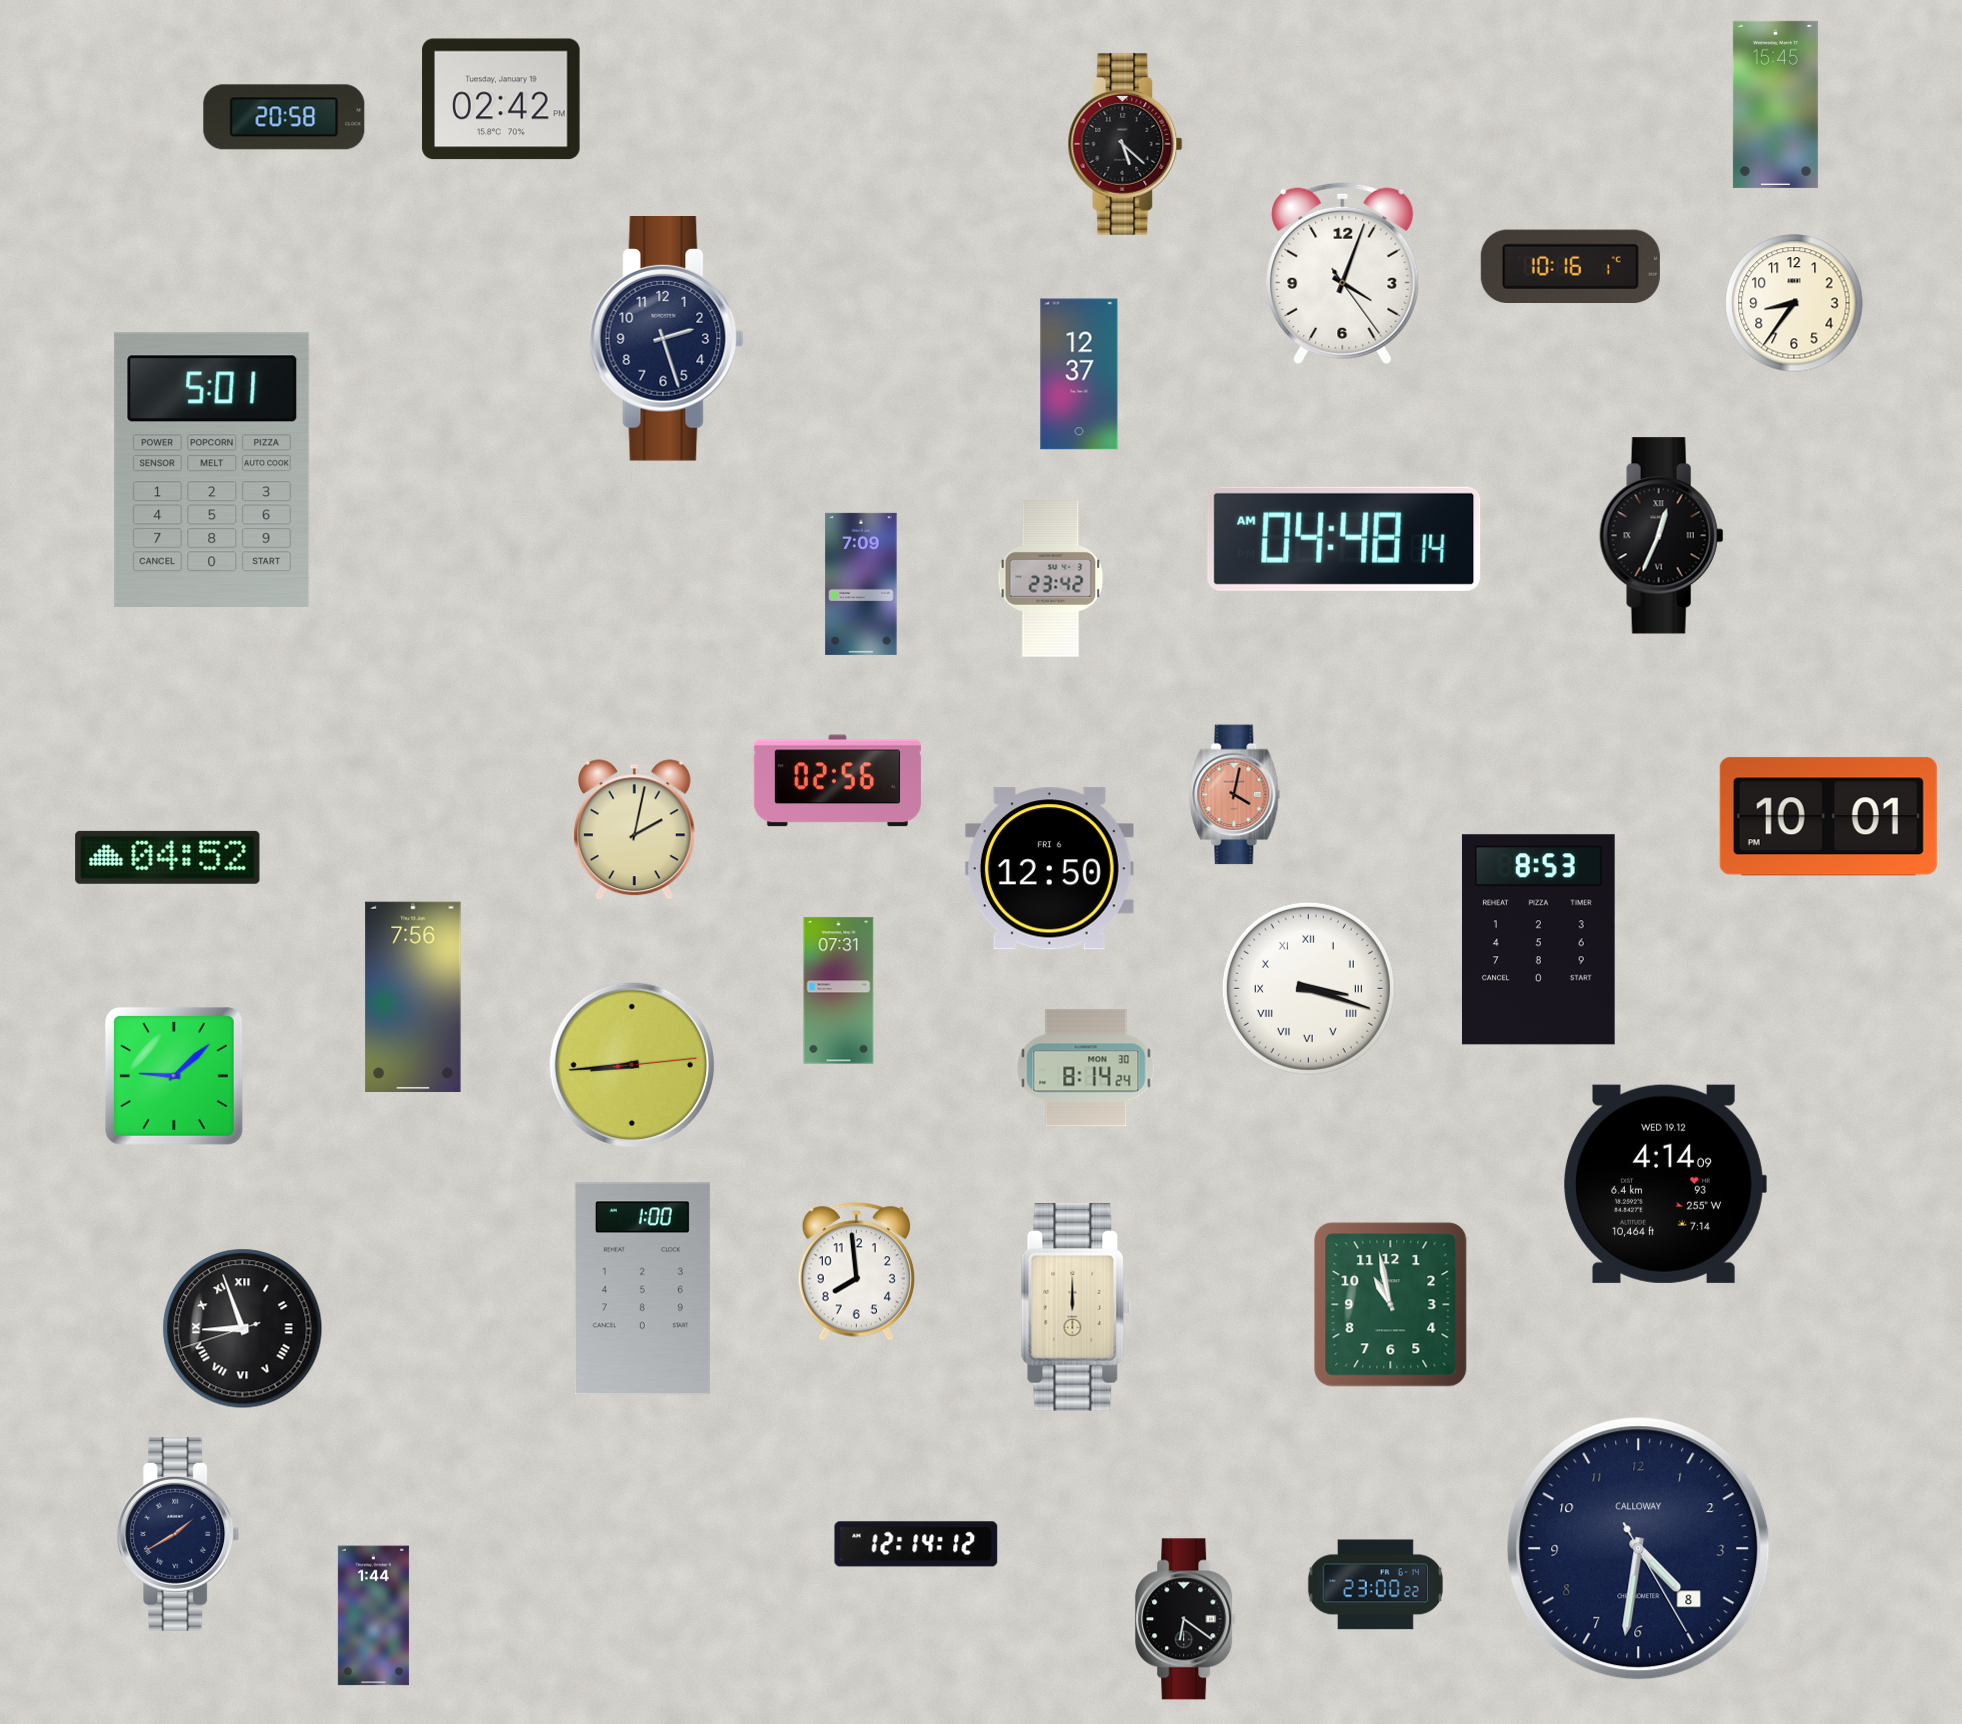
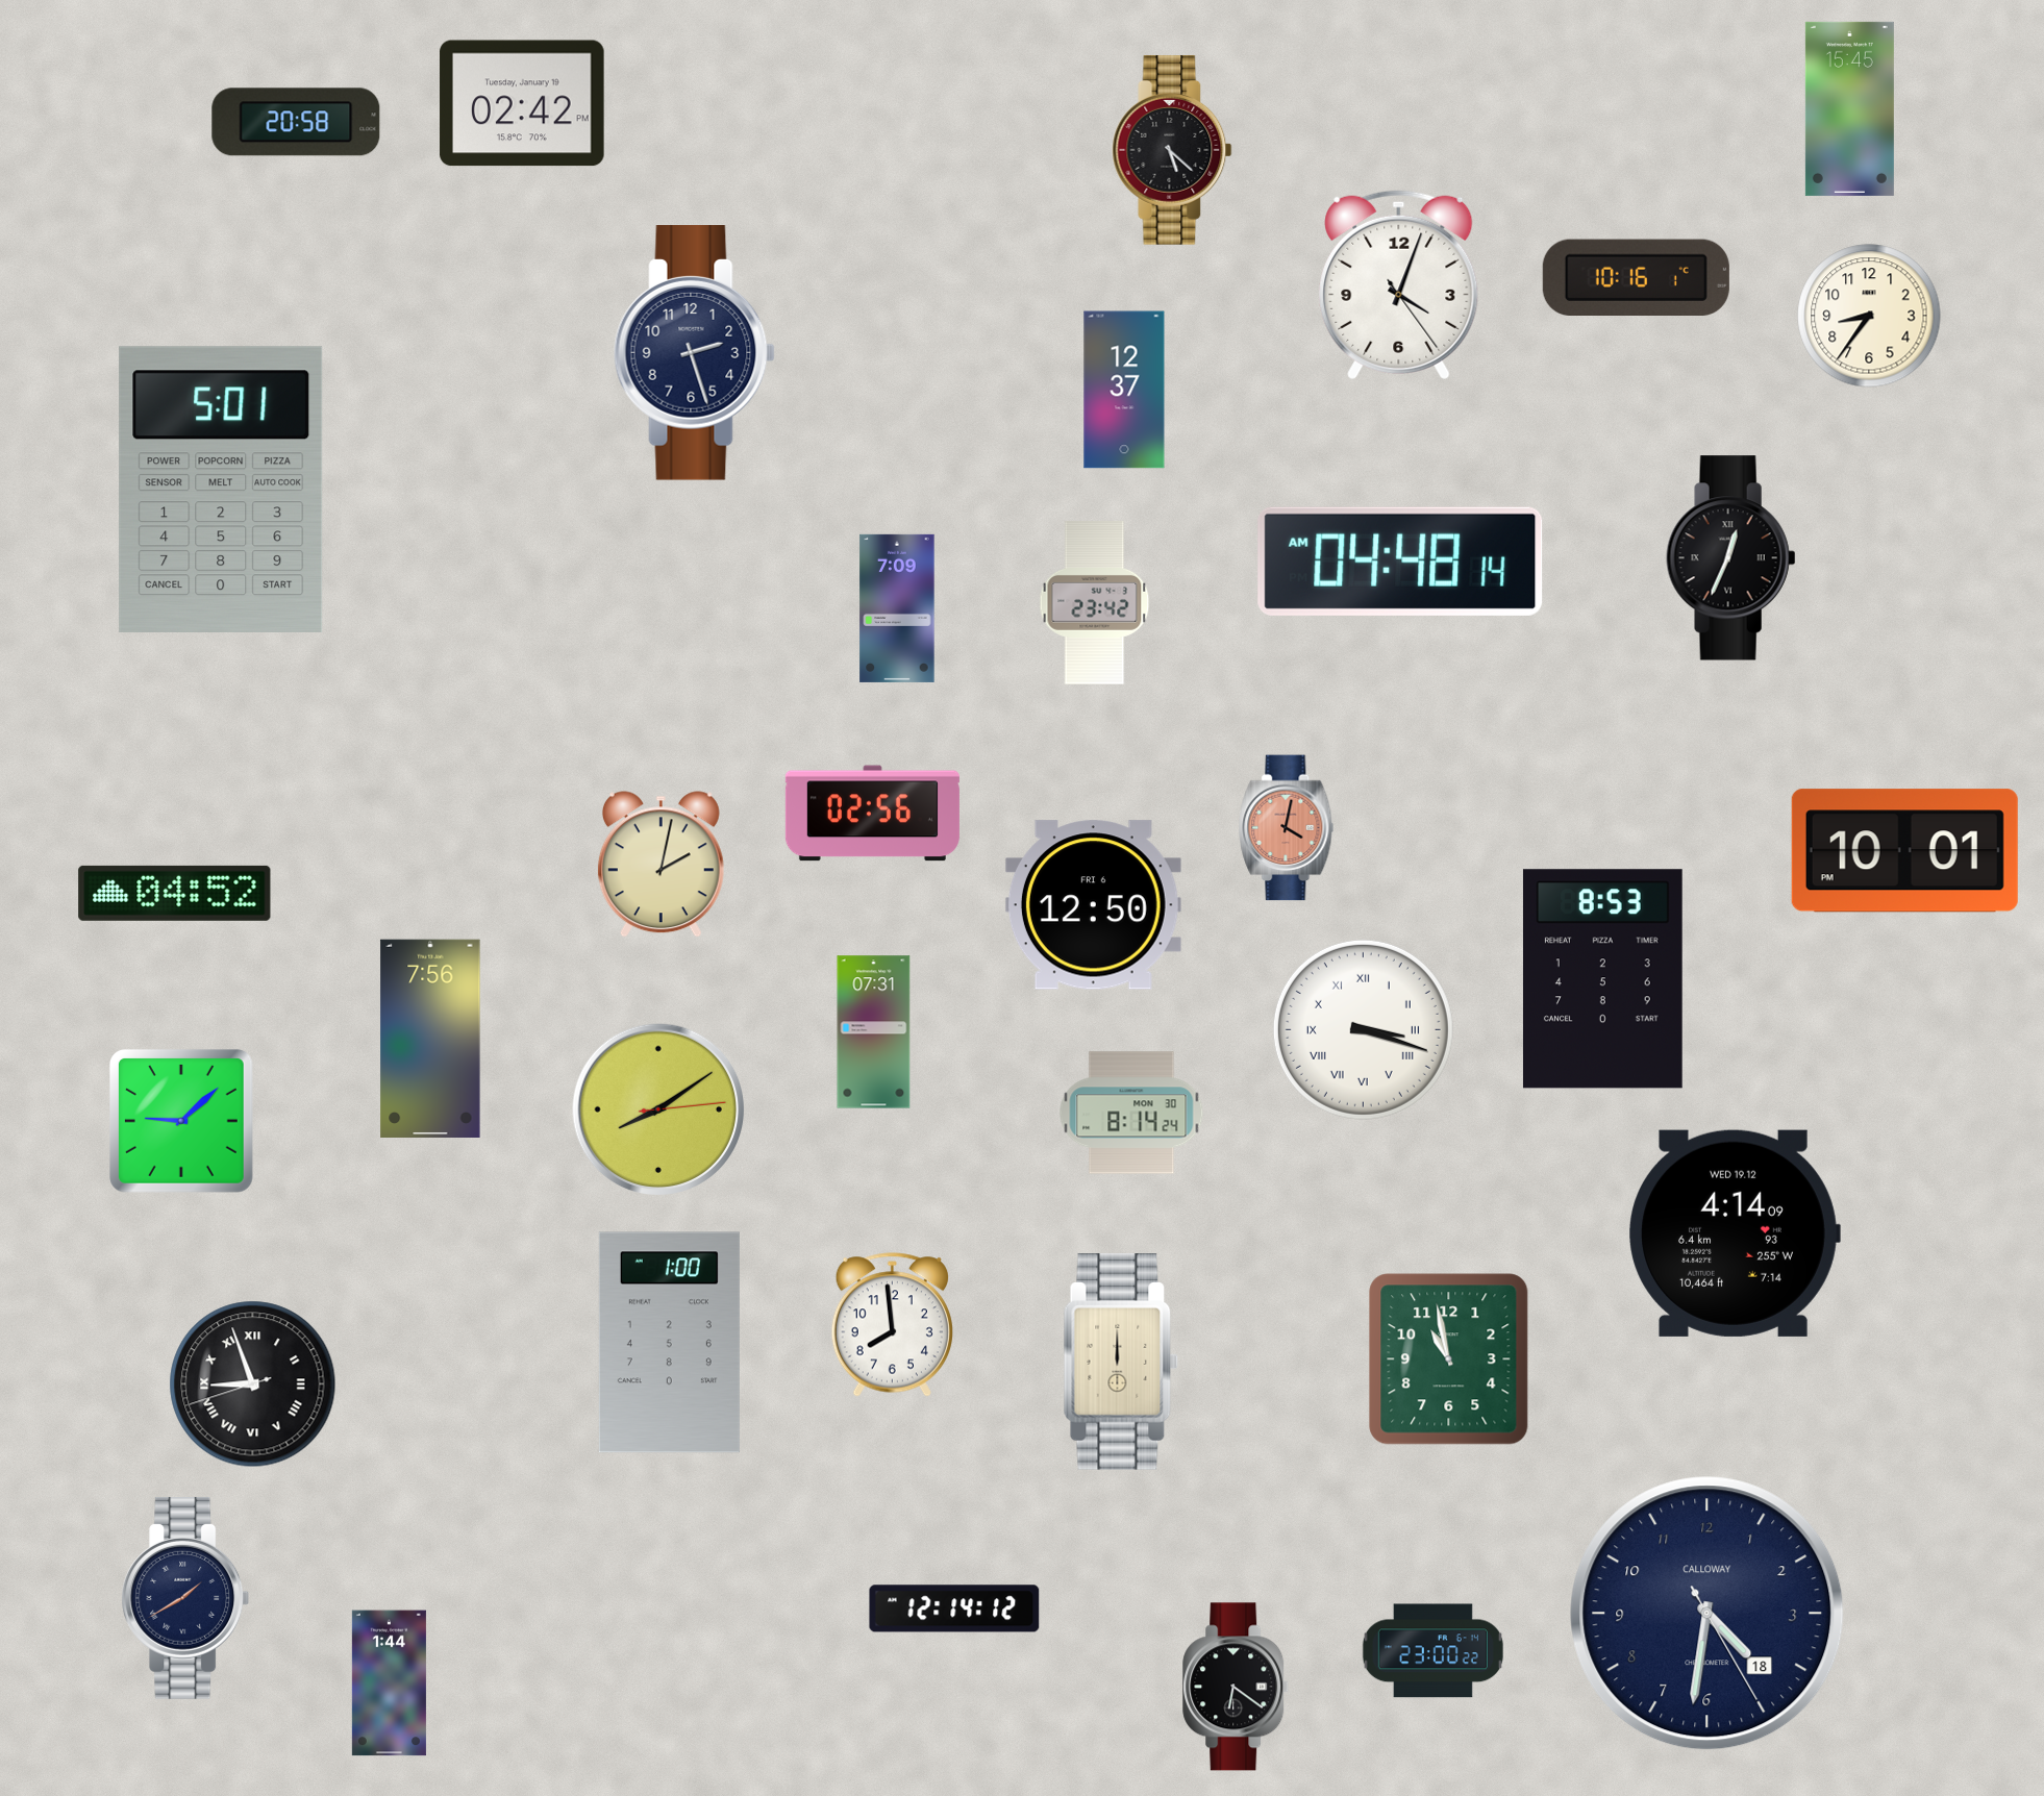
clock at (631, 1064): 8:44 -> 8:09
clock at (1639, 1549) date: 8 -> 18
